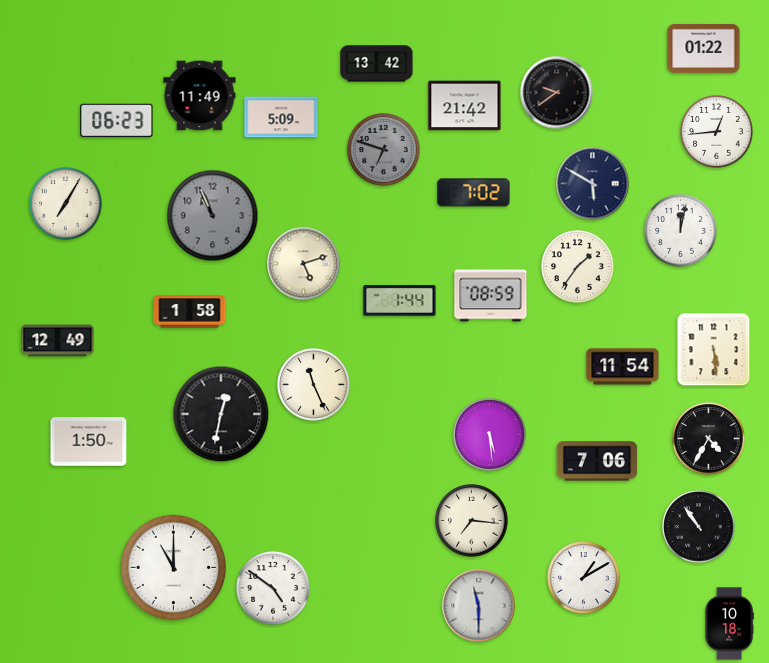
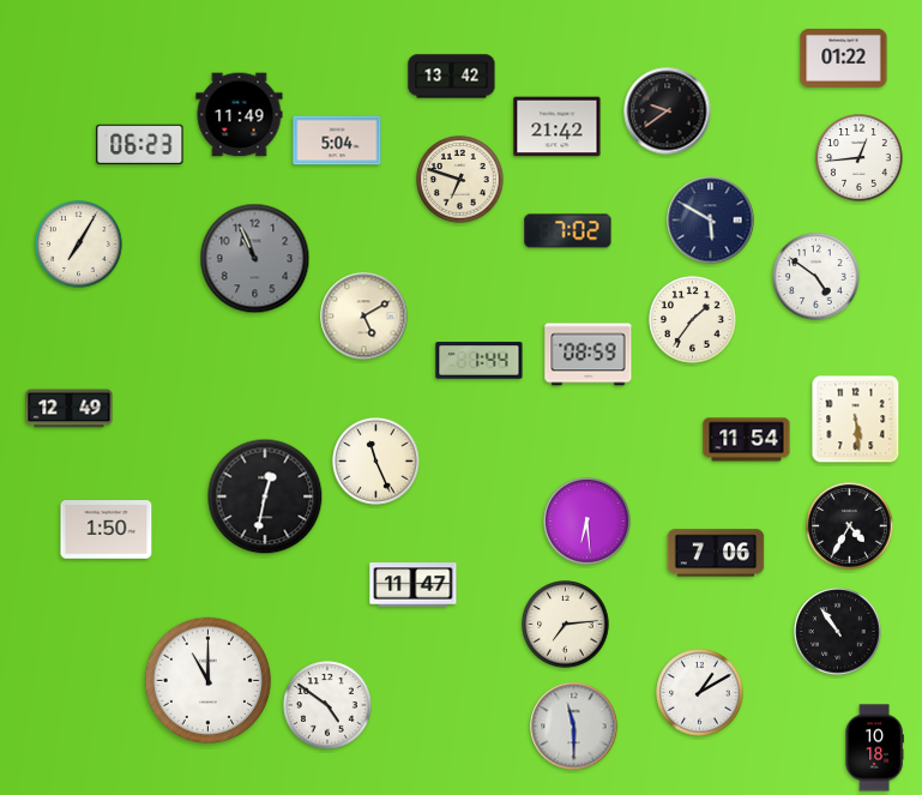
clock at (281, 117): 5:09 -> 5:04
clock at (384, 150) dial: grey -> cream
clock at (681, 231): 12:02 -> 4:51
clock at (304, 264): 5:12 -> 5:10
clock at (190, 312): 1:58 -> none
clock at (490, 435): 5:29 -> 6:29
clock at (414, 585): none -> 11:47
clock at (472, 521): 7:16 -> 7:14
